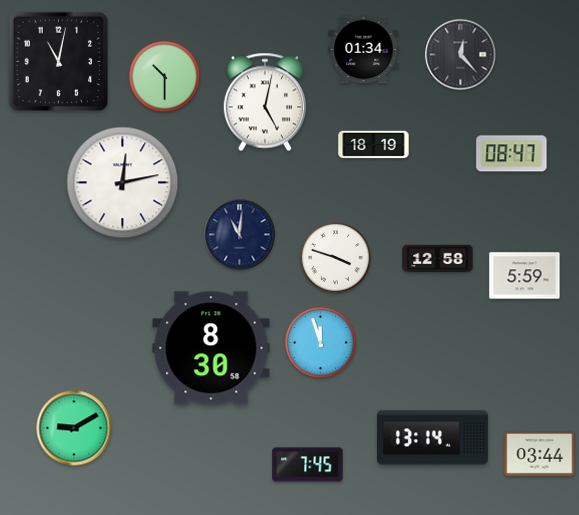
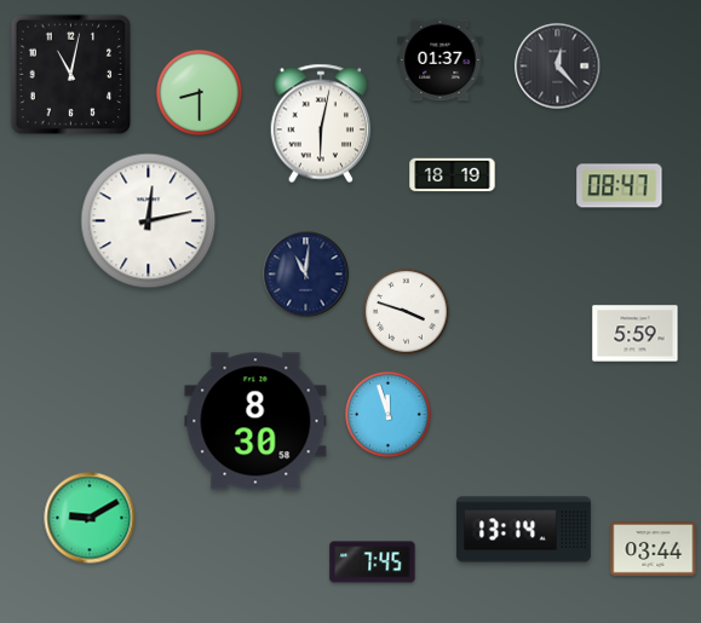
clock at (364, 50): 01:34 -> 01:37
clock at (165, 77): 10:30 -> 8:30
clock at (265, 102): 5:02 -> 6:02
clock at (240, 235) position: (240, 235) -> (306, 275)
clock at (438, 259): 12:58 -> none
